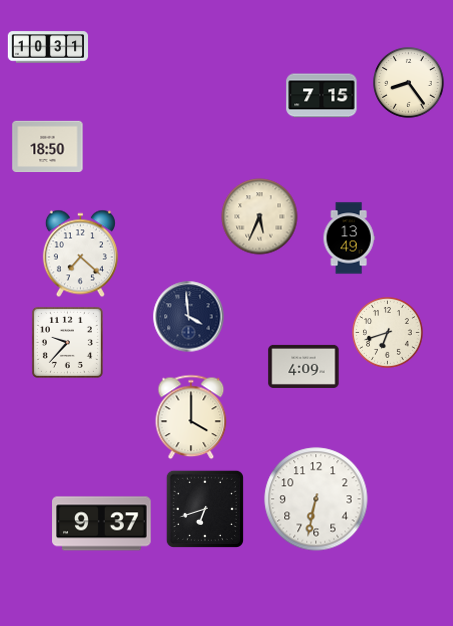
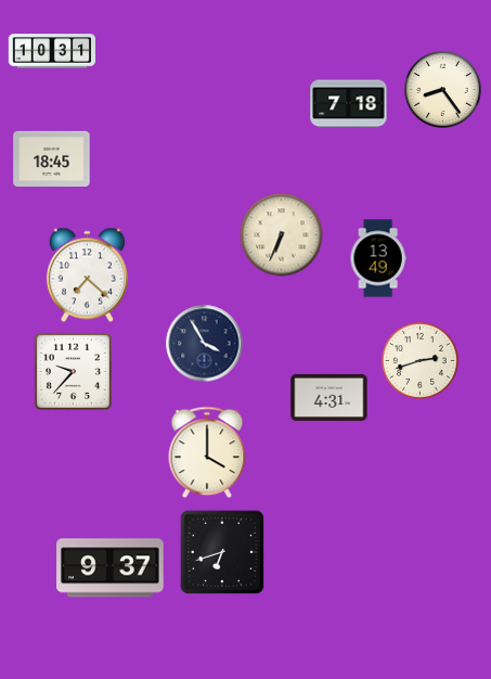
clock at (322, 96): 7:15 -> 7:18
clock at (48, 147): 18:50 -> 18:45
clock at (260, 217): 5:34 -> 6:34
clock at (189, 317): 3:59 -> 3:55
clock at (388, 333): 6:42 -> 2:42
clock at (304, 366): 4:09 -> 4:31
clock at (316, 499): 6:32 -> none
